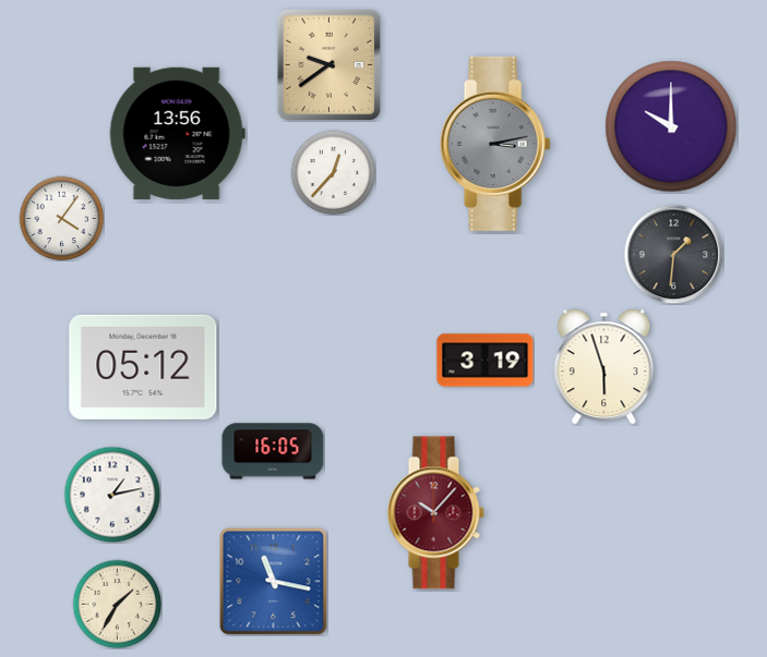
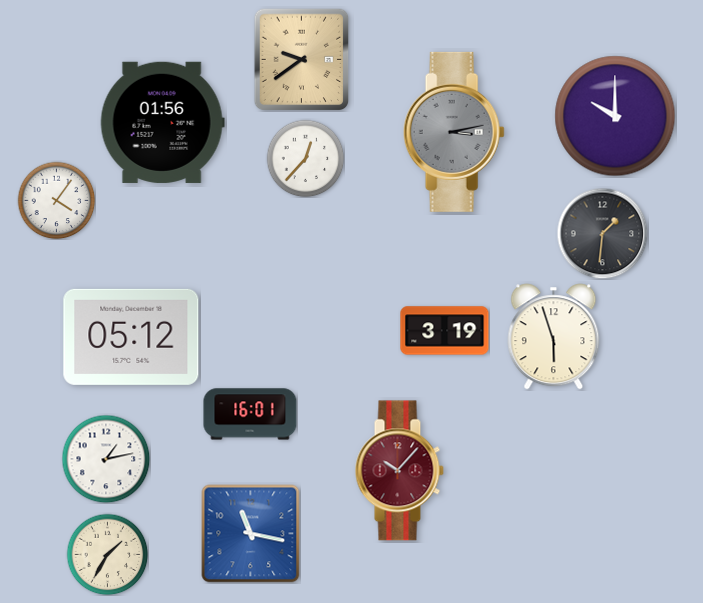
clock at (177, 133): 13:56 -> 01:56
clock at (673, 254) position: (673, 254) -> (602, 233)
clock at (273, 451): 16:05 -> 16:01
clock at (112, 495) position: (112, 495) -> (106, 459)
